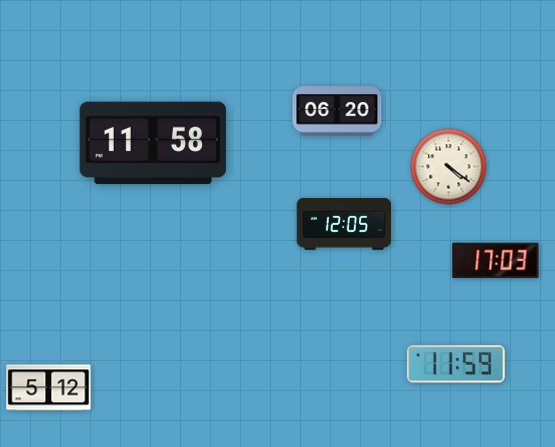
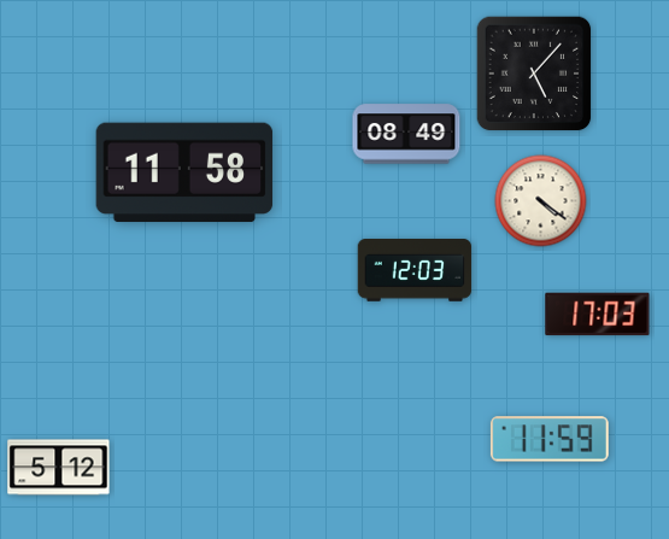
clock at (534, 74): none -> 5:07
clock at (337, 111): 06:20 -> 08:49
clock at (344, 225): 12:05 -> 12:03
